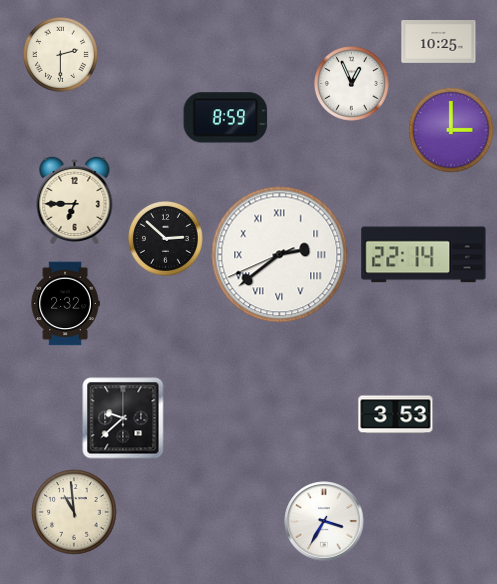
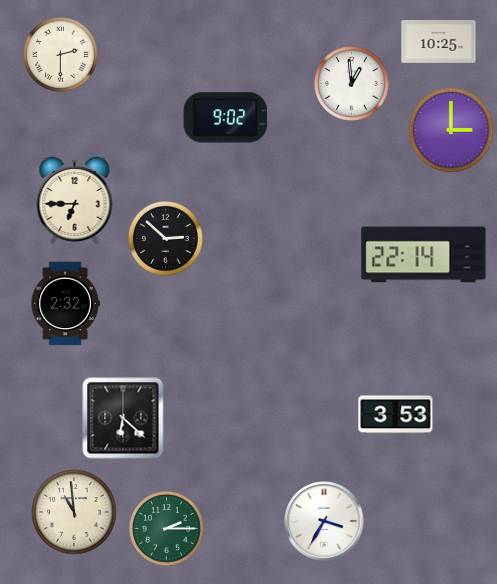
clock at (352, 84): 12:56 -> 12:59
clock at (226, 118): 8:59 -> 9:02
clock at (280, 255): 2:38 -> none
clock at (123, 418): 9:38 -> 6:22
clock at (167, 529): none -> 2:15
